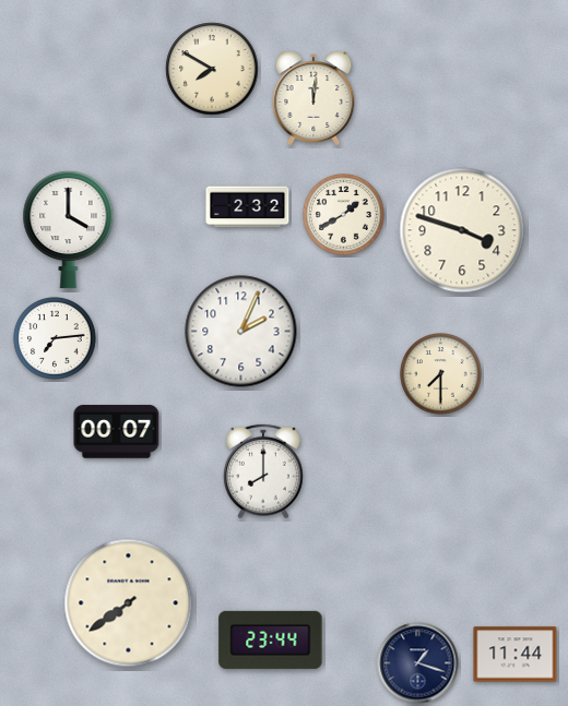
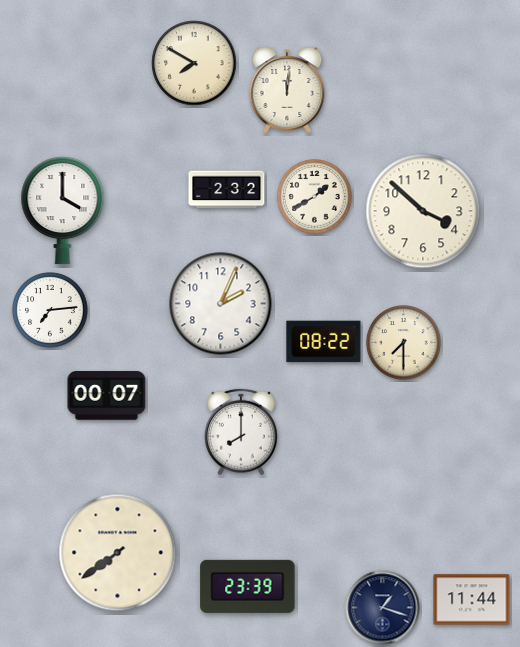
clock at (462, 230): 3:48 -> 3:52
clock at (324, 342): none -> 08:22
clock at (271, 639): 23:44 -> 23:39
